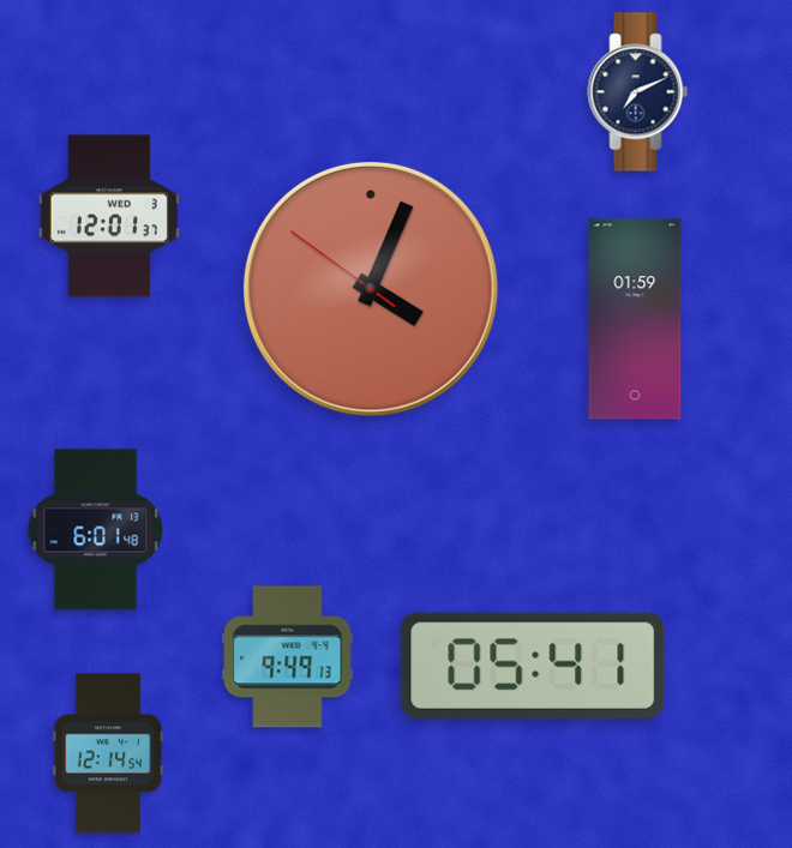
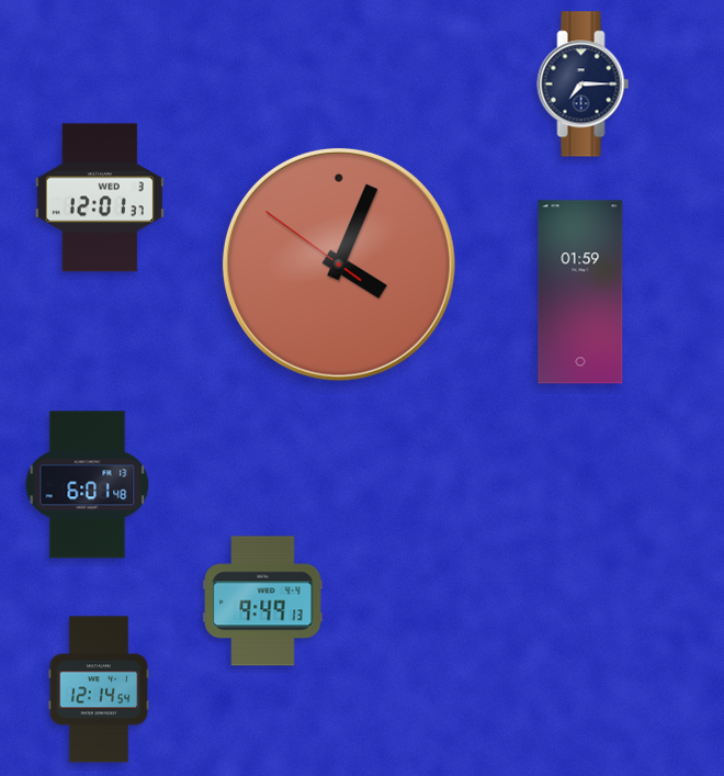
clock at (638, 92): 7:11 -> 7:15
clock at (533, 666): 05:41 -> none
